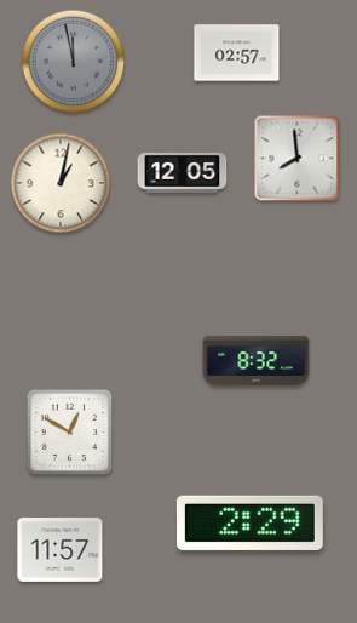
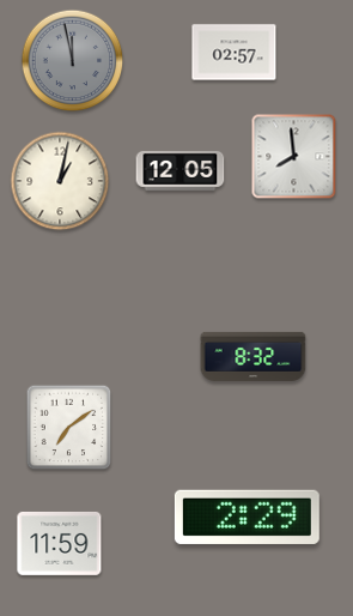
clock at (70, 433): 12:50 -> 7:09
clock at (61, 549): 11:57 -> 11:59
